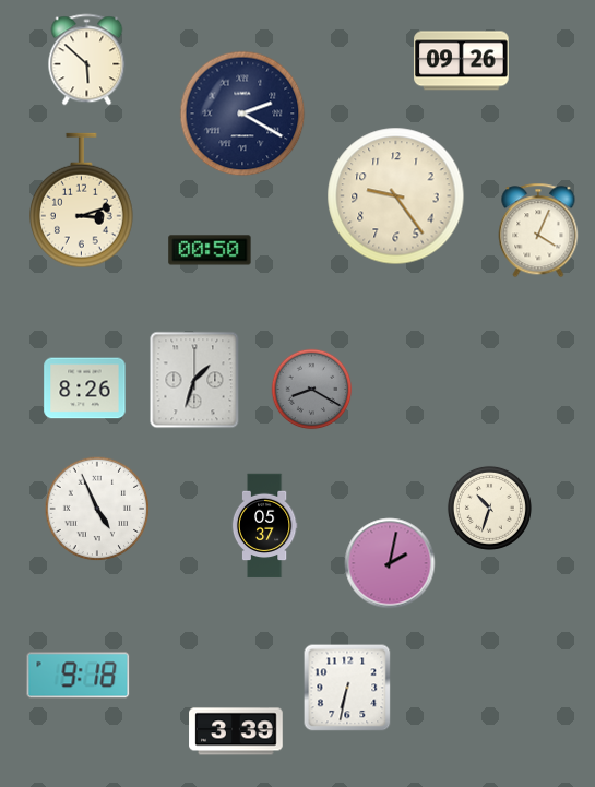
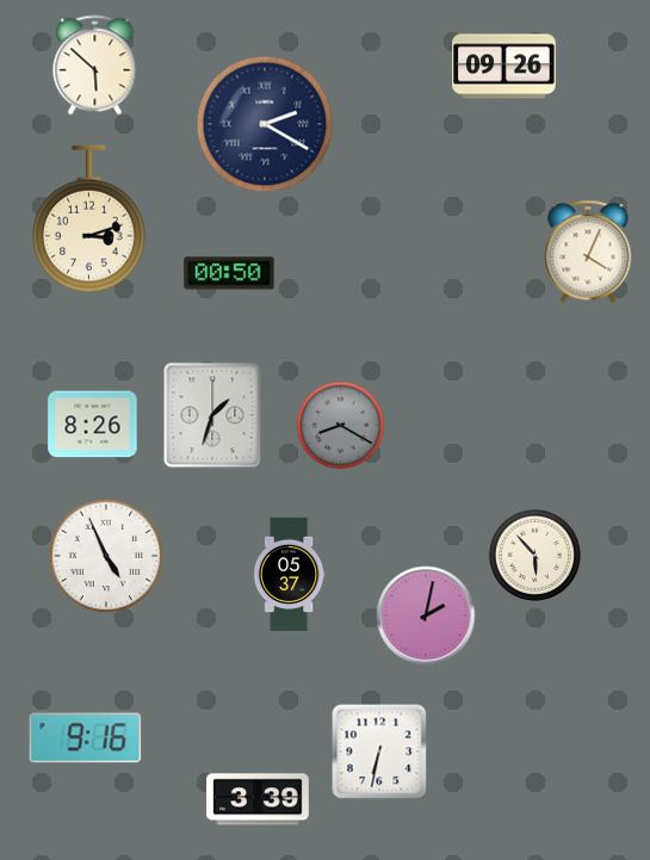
clock at (396, 196): 9:24 -> none
clock at (489, 508): 10:33 -> 5:53
clock at (79, 676): 9:18 -> 9:16
